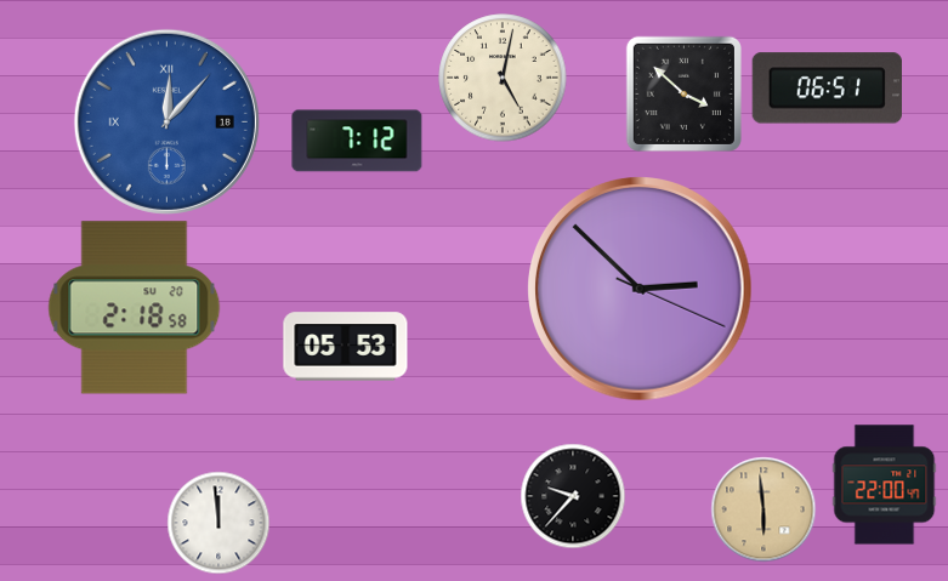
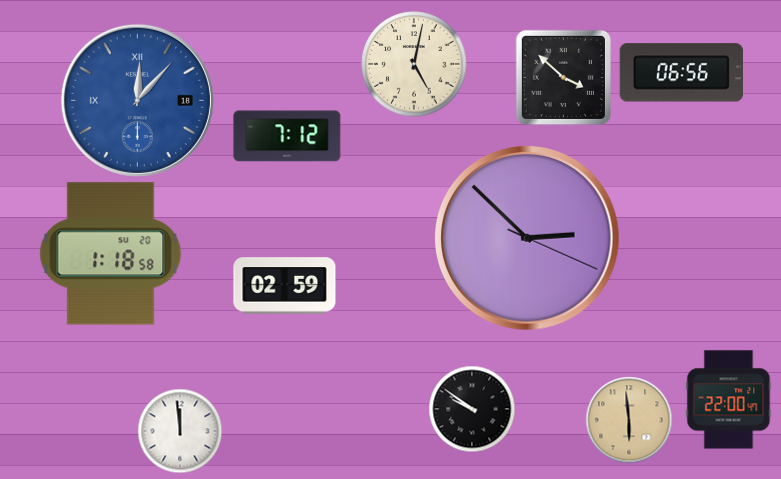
clock at (827, 89): 06:51 -> 06:56
clock at (357, 141) position: (357, 141) -> (287, 136)
clock at (135, 308): 2:18 -> 1:18
clock at (346, 347): 05:53 -> 02:59
clock at (573, 496): 9:37 -> 9:51
